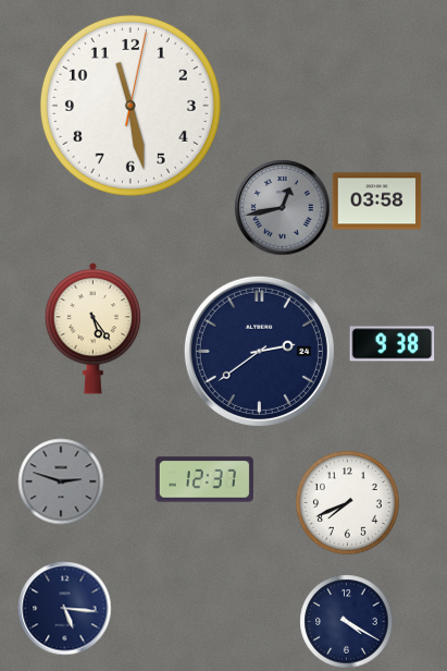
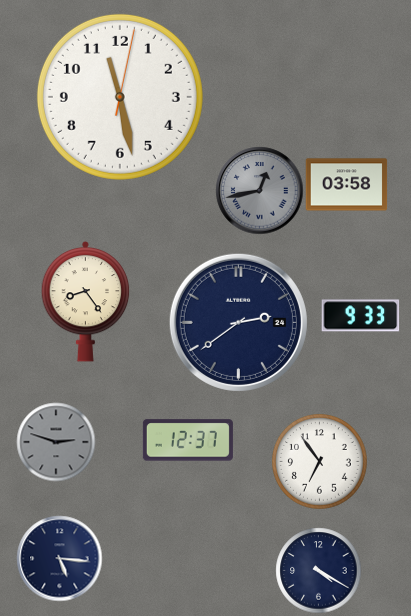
clock at (94, 328): 5:24 -> 8:24
clock at (392, 344): 9:38 -> 9:33
clock at (348, 503): 7:41 -> 6:54
